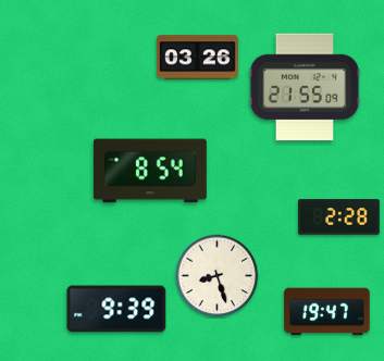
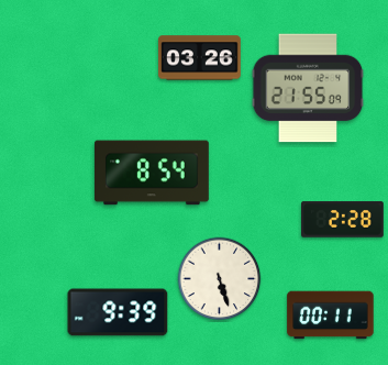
clock at (218, 276): 8:27 -> 5:27
clock at (327, 312): 19:47 -> 00:11
